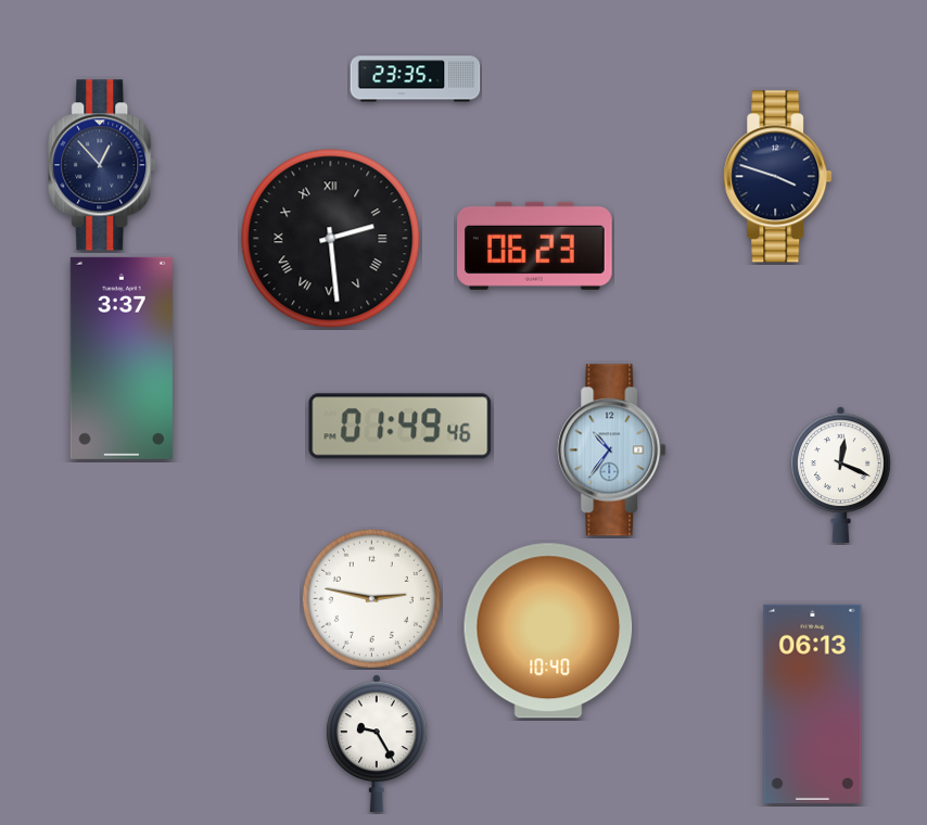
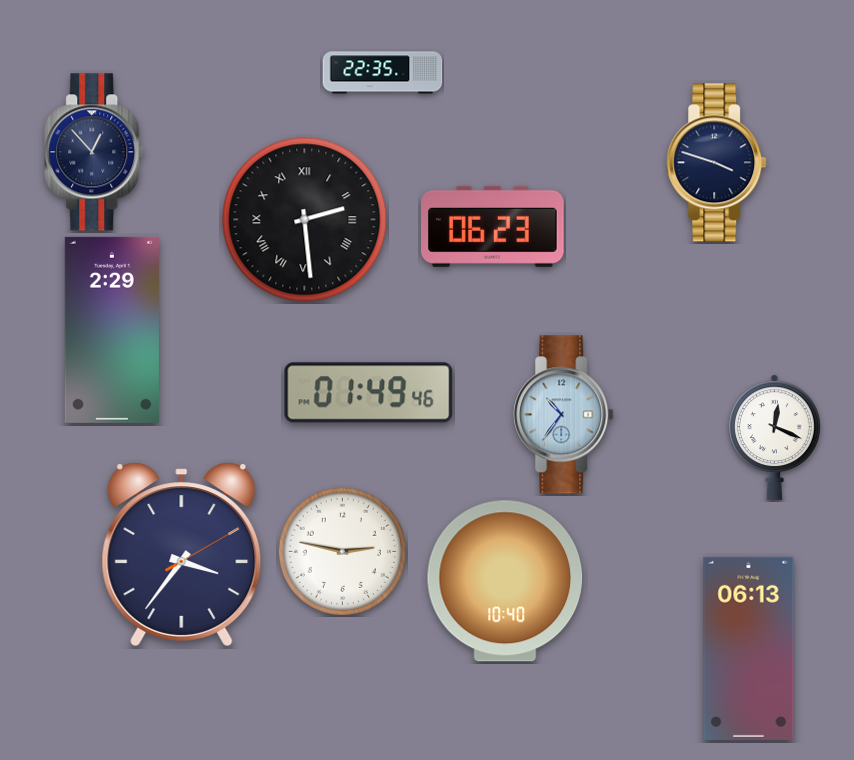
clock at (416, 79): 23:35 -> 22:35
clock at (122, 358): 3:37 -> 2:29
clock at (182, 554): none -> 3:36
clock at (377, 742): 9:25 -> none
